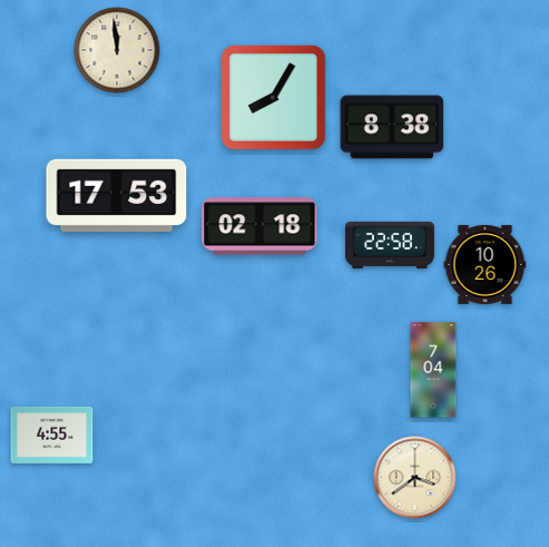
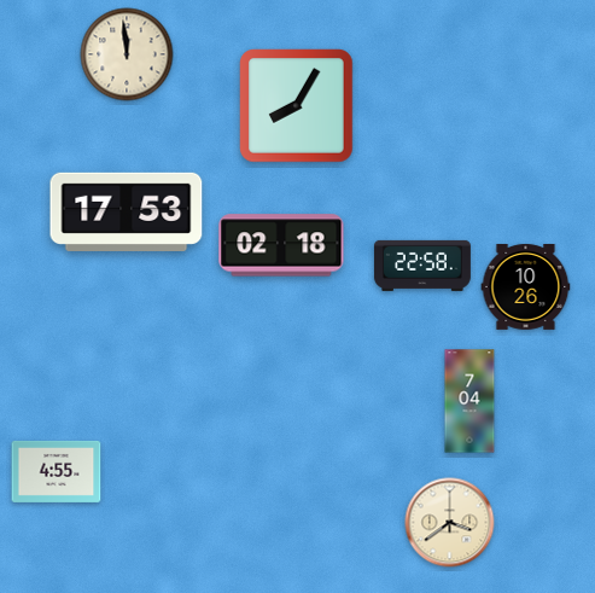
clock at (392, 127): 8:38 -> none
clock at (415, 478) position: (415, 478) -> (450, 523)
